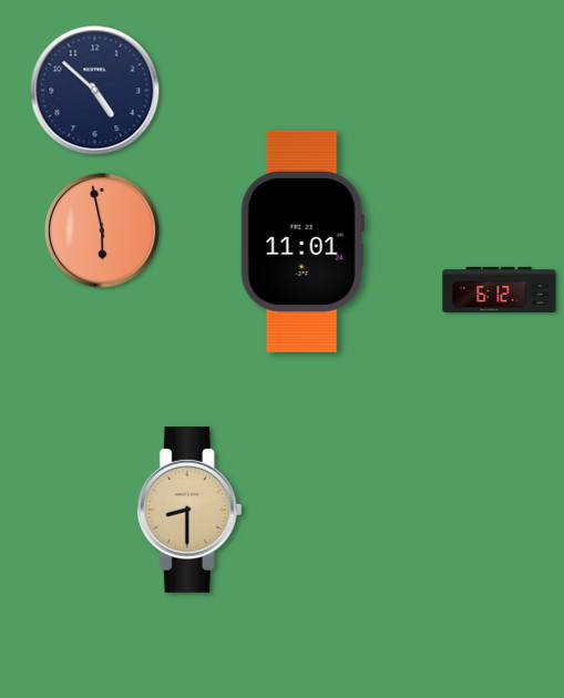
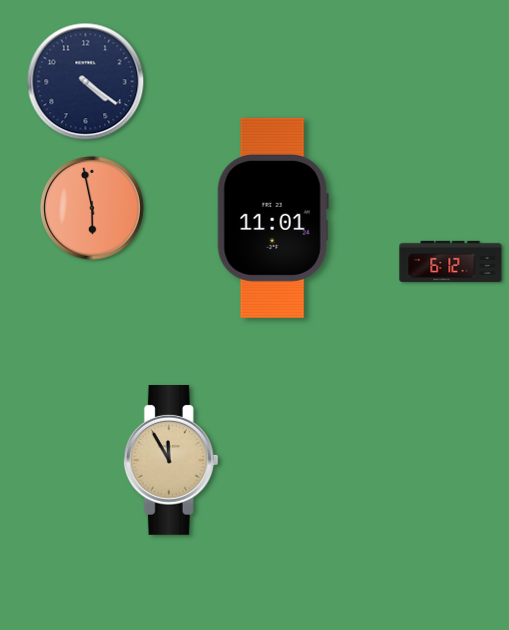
clock at (95, 91): 4:52 -> 4:21
clock at (189, 510): 8:30 -> 11:55
